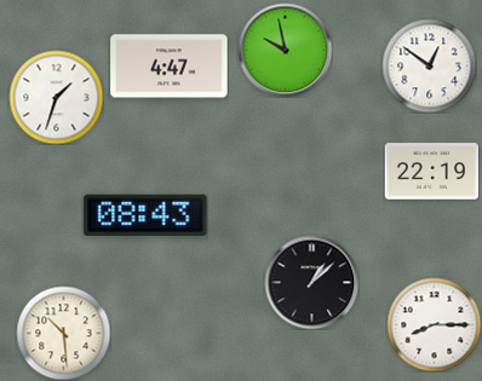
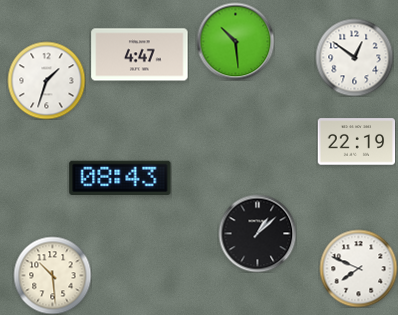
clock at (285, 50): 9:58 -> 10:29
clock at (429, 65) position: (429, 65) -> (354, 57)
clock at (434, 324): 8:15 -> 7:49
